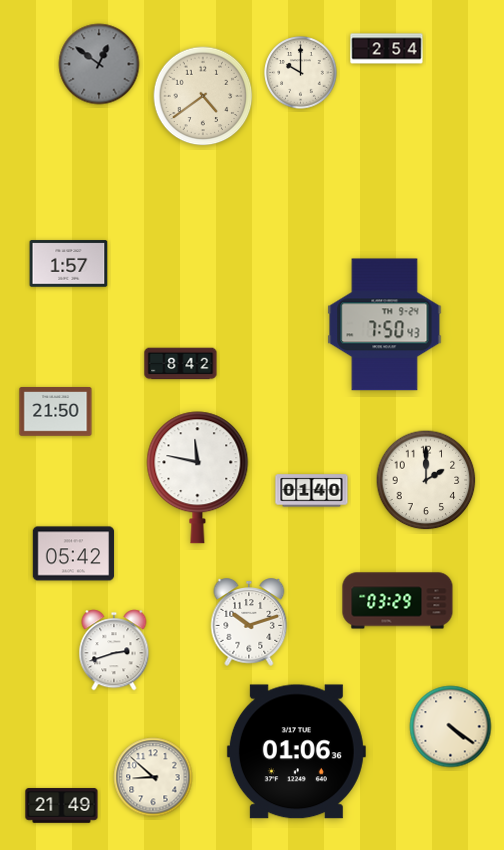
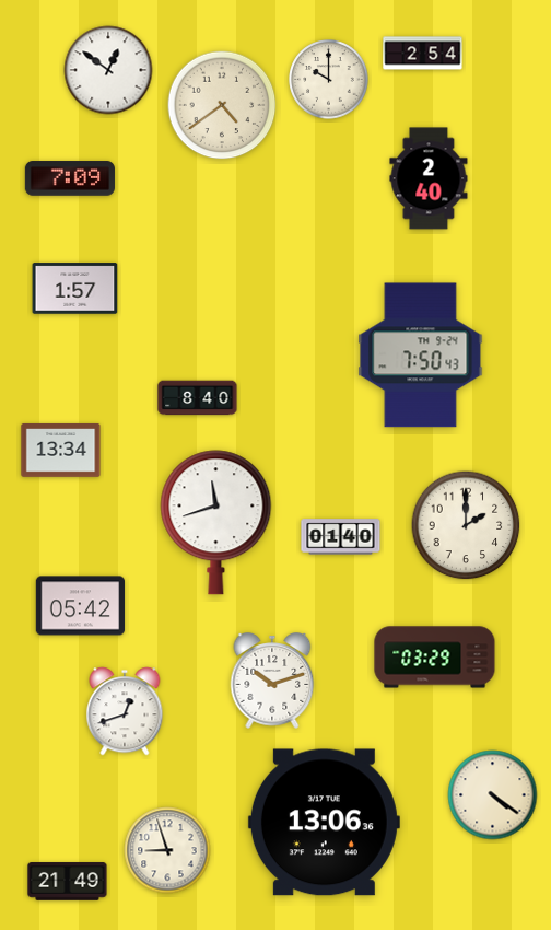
clock at (99, 64) dial: grey -> white
clock at (70, 178): none -> 7:09
clock at (429, 178): none -> 2:40
clock at (181, 364): 8:42 -> 8:40
clock at (56, 412): 21:50 -> 13:34
clock at (198, 478): 11:47 -> 11:42
clock at (114, 650): 2:42 -> 12:42
clock at (296, 752): 01:06 -> 13:06
clock at (153, 777): 8:52 -> 8:57
